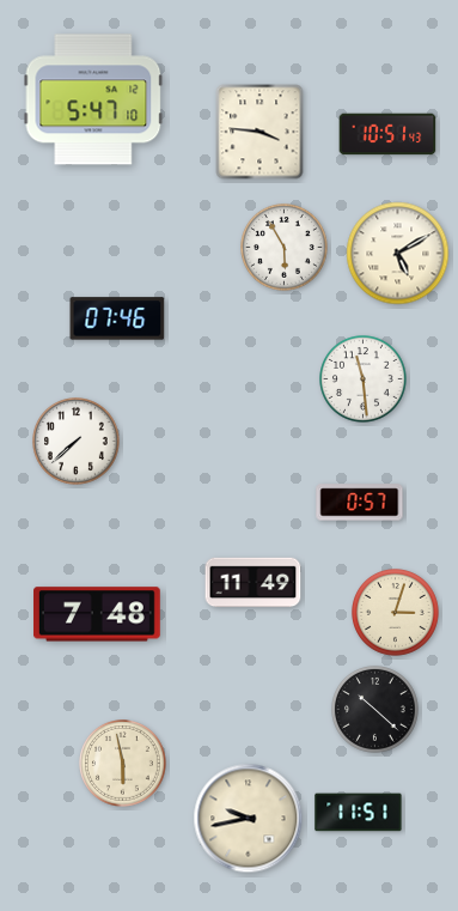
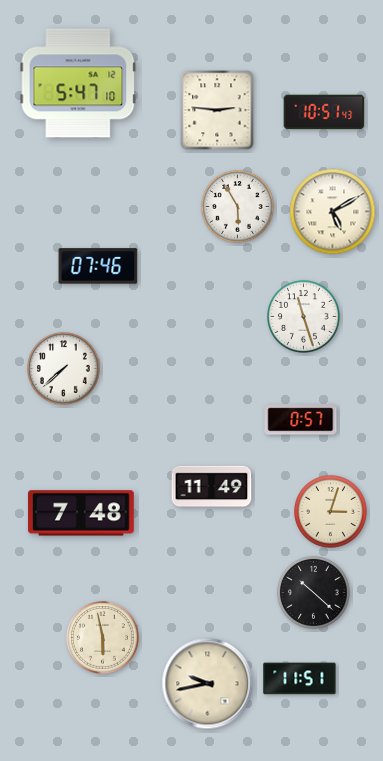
clock at (259, 132): 3:46 -> 2:46
clock at (364, 379): 11:29 -> 11:27
